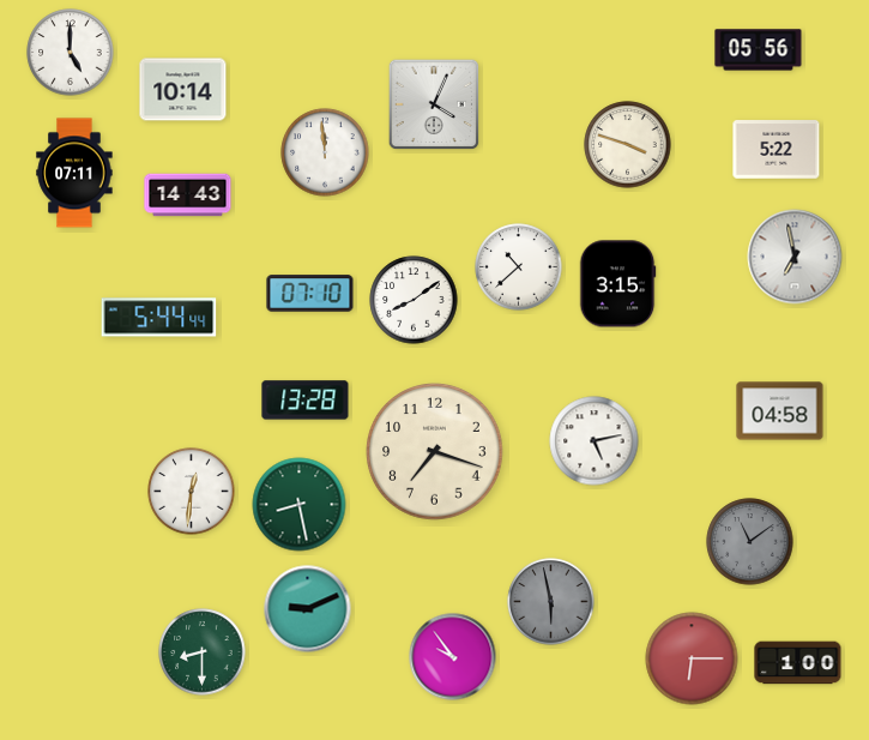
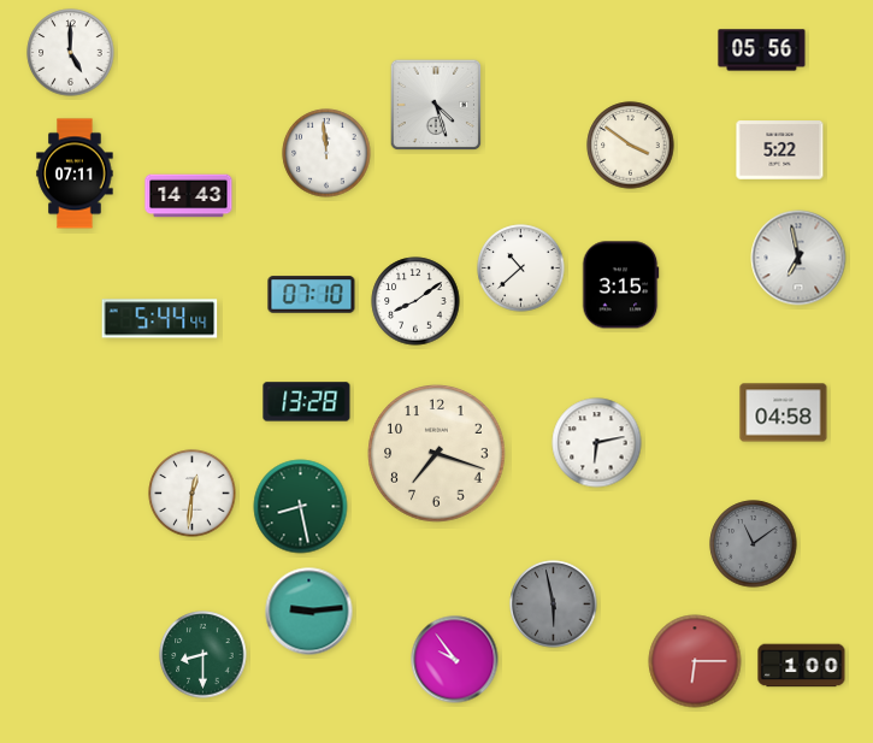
clock at (183, 90): 10:14 -> none
clock at (434, 104): 4:04 -> 4:27
clock at (628, 145): 3:48 -> 3:51
clock at (595, 441): 5:13 -> 6:13
clock at (308, 609): 9:11 -> 9:14
